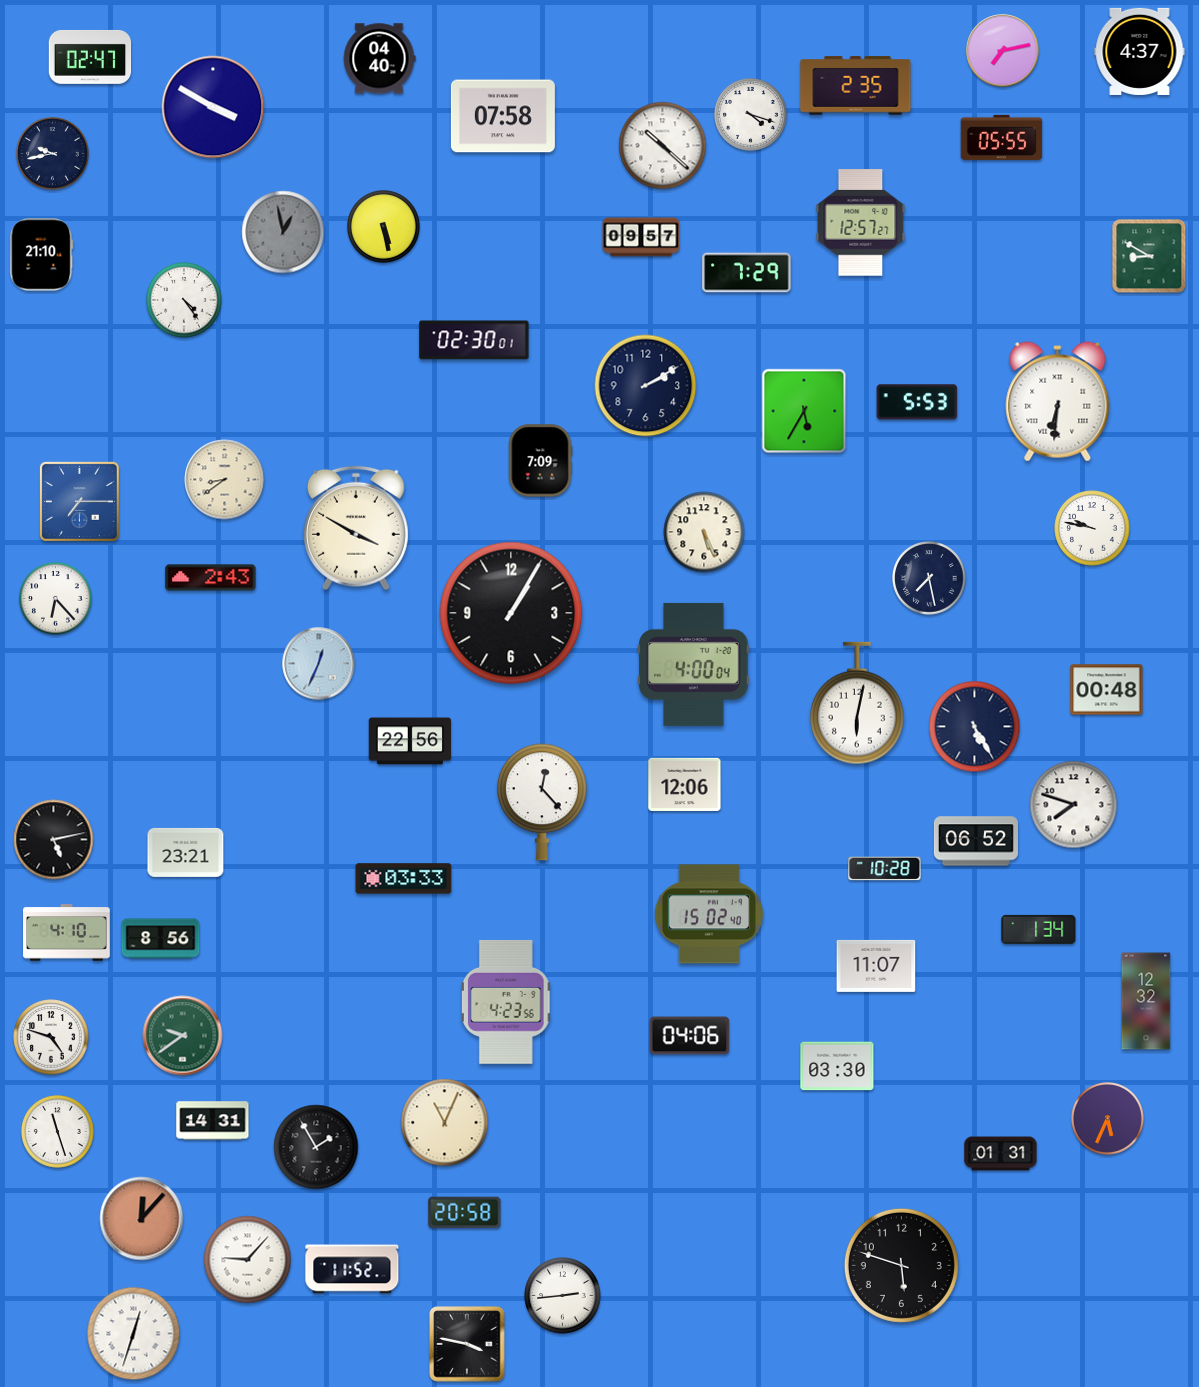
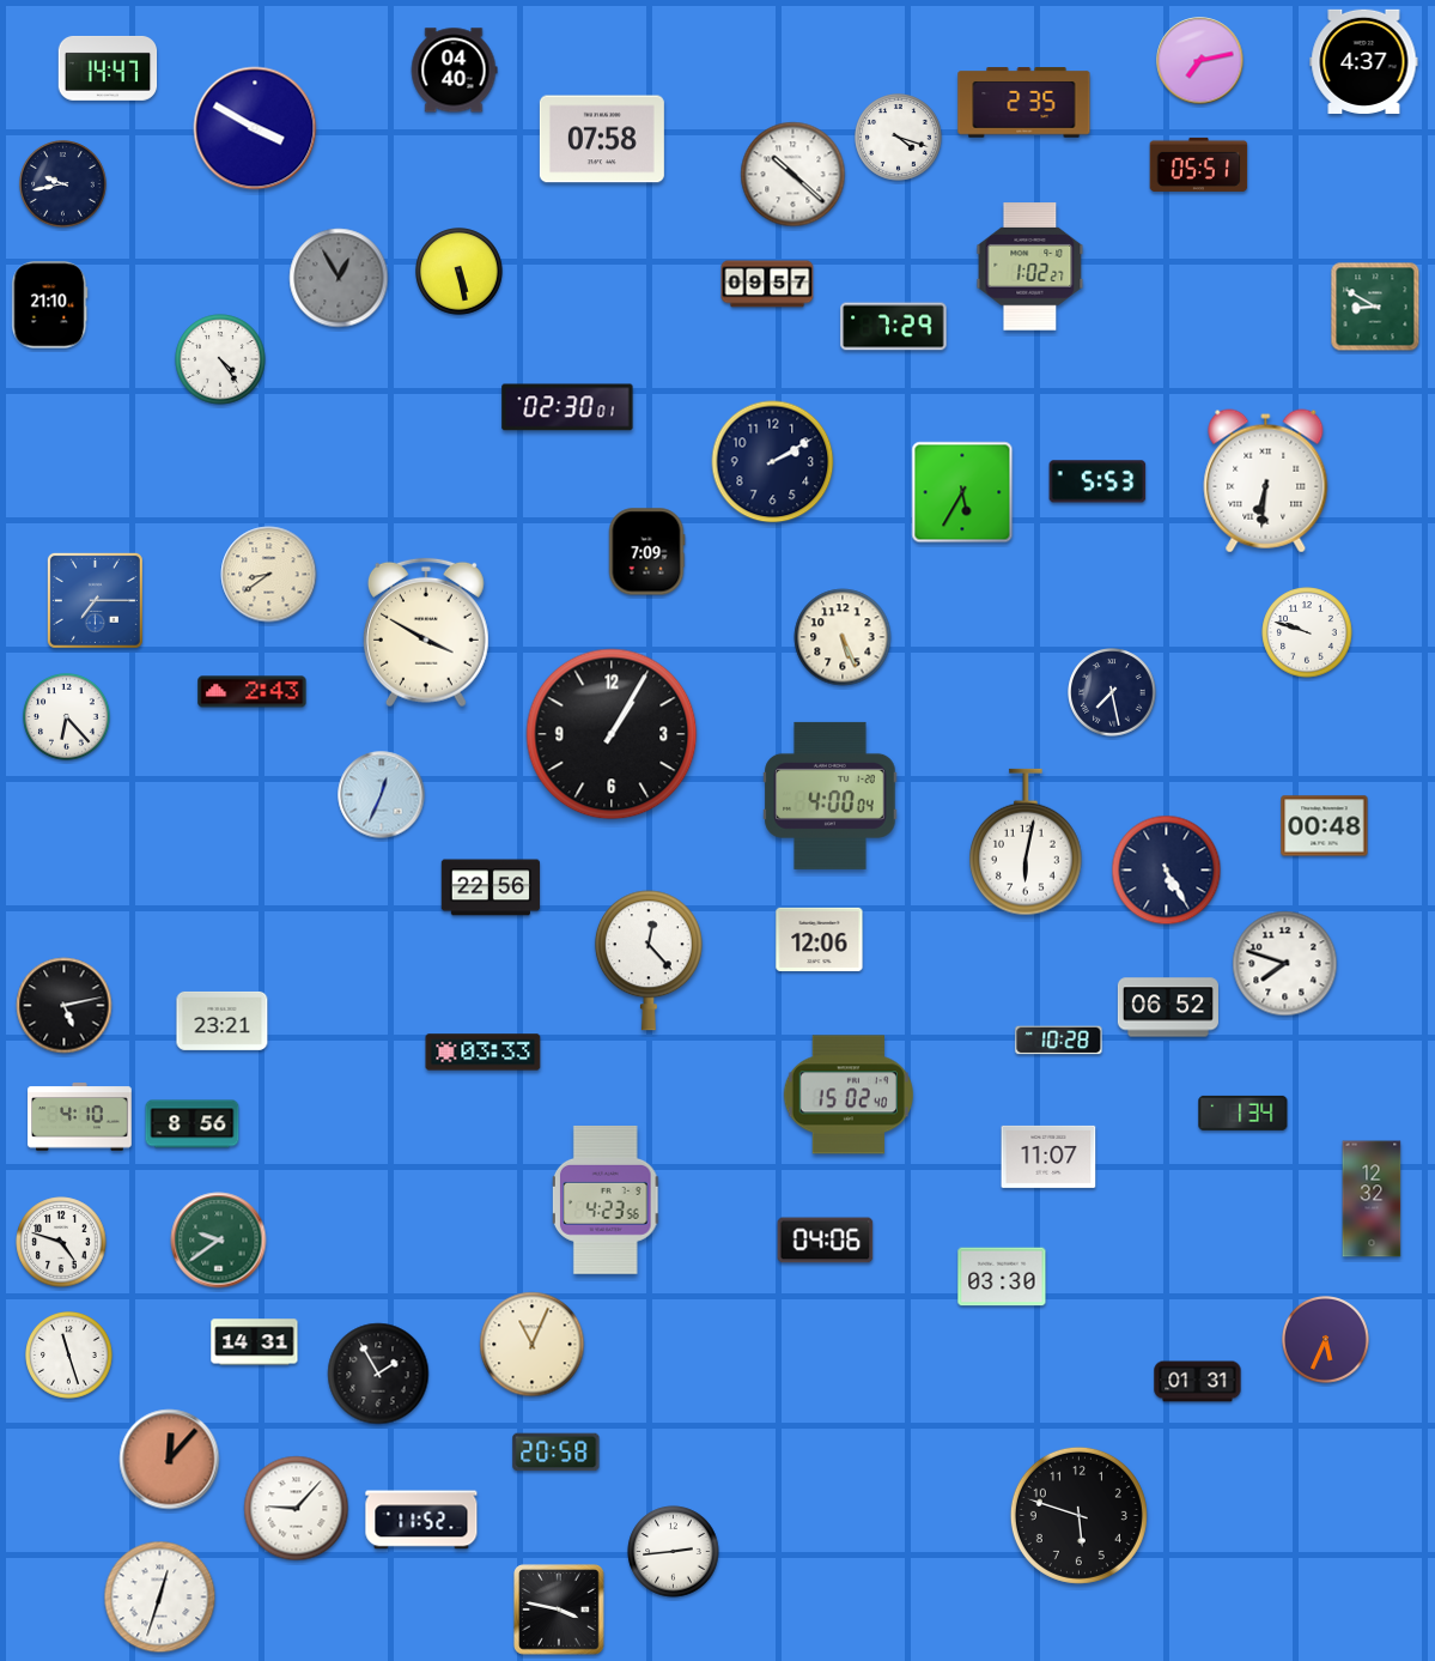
clock at (90, 57): 02:47 -> 14:47
clock at (1002, 137): 05:55 -> 05:51
clock at (861, 223): 12:57 -> 1:02
clock at (283, 232): 12:58 -> 12:55
clock at (1092, 528): 9:47 -> 9:48
